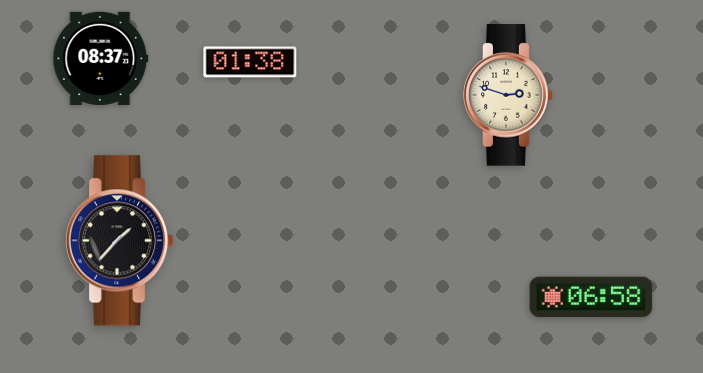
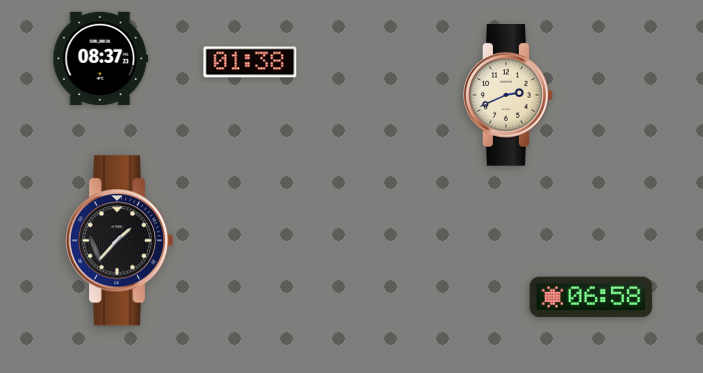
clock at (508, 95): 2:48 -> 2:41
